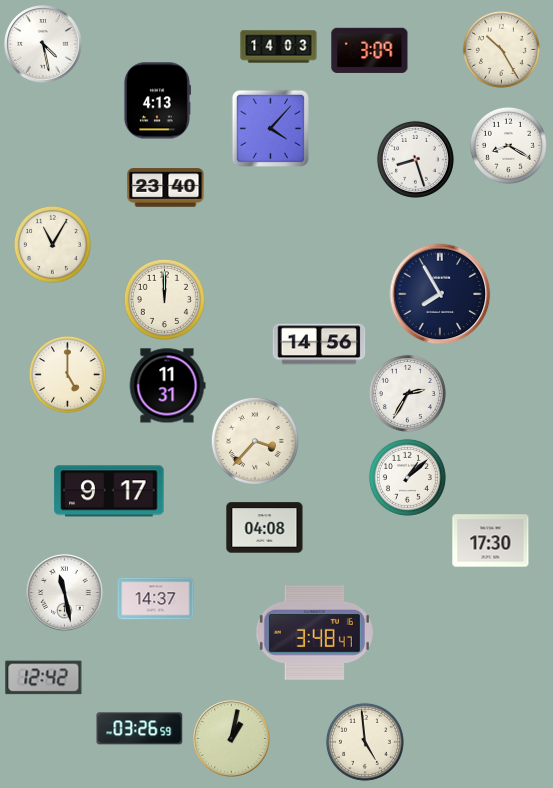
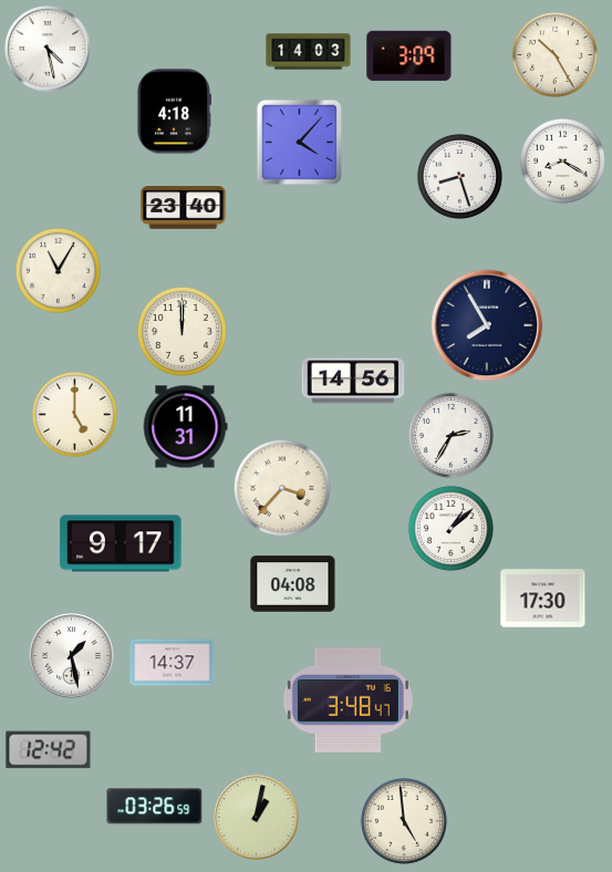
clock at (157, 101): 4:13 -> 4:18
clock at (65, 593): 11:28 -> 1:28
